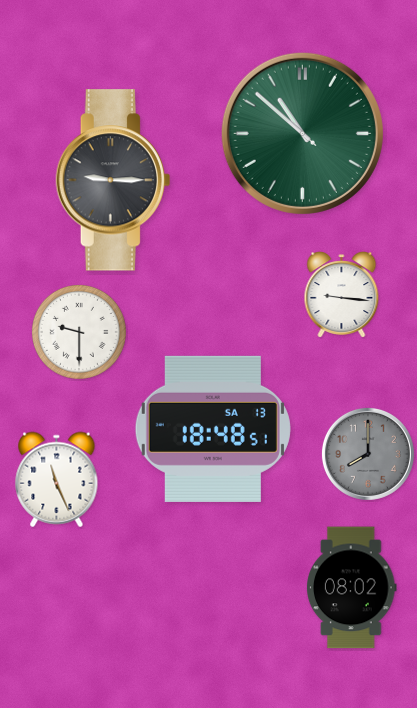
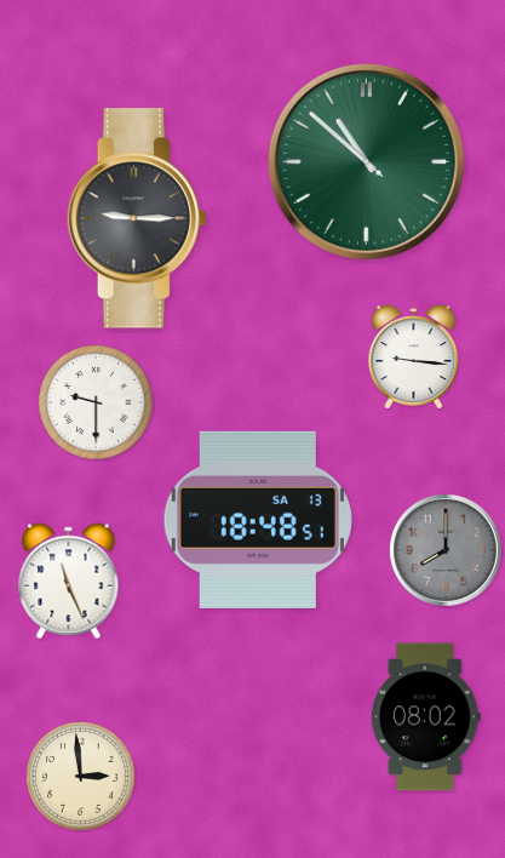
clock at (352, 588) position: (352, 588) -> (426, 717)
clock at (81, 777): none -> 2:59
